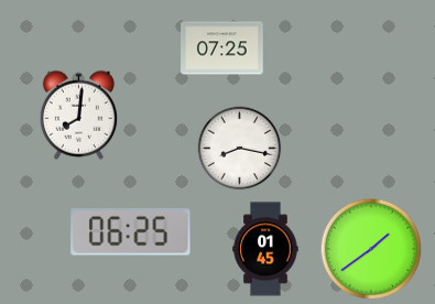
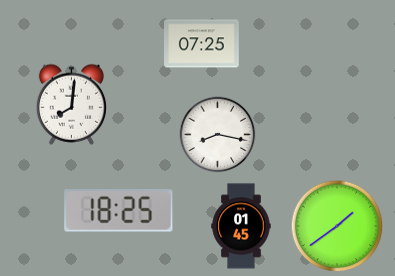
clock at (131, 232): 06:25 -> 18:25
